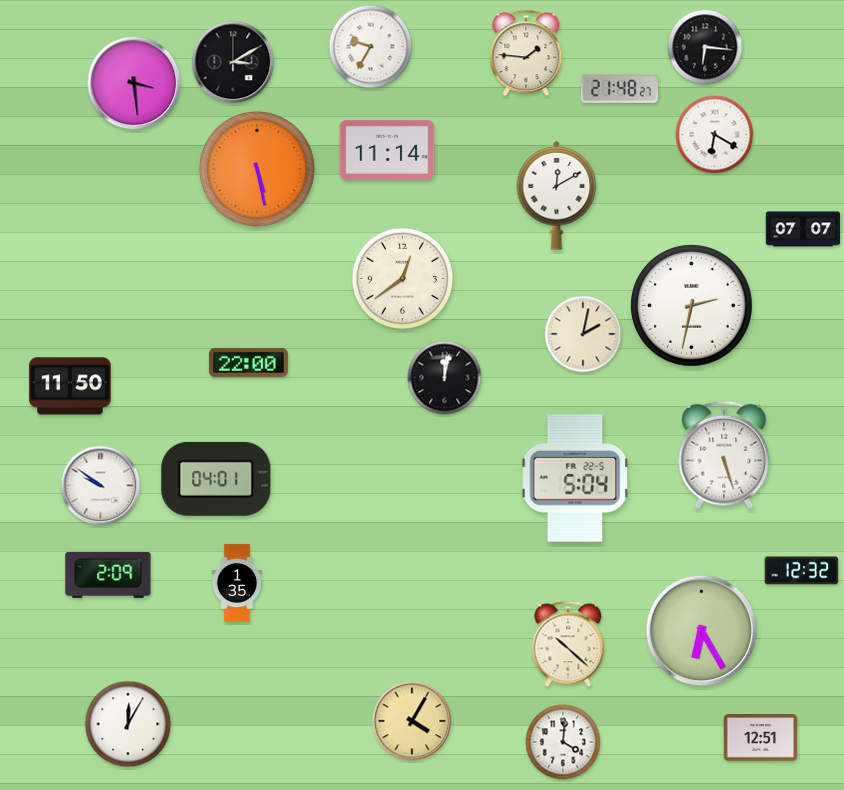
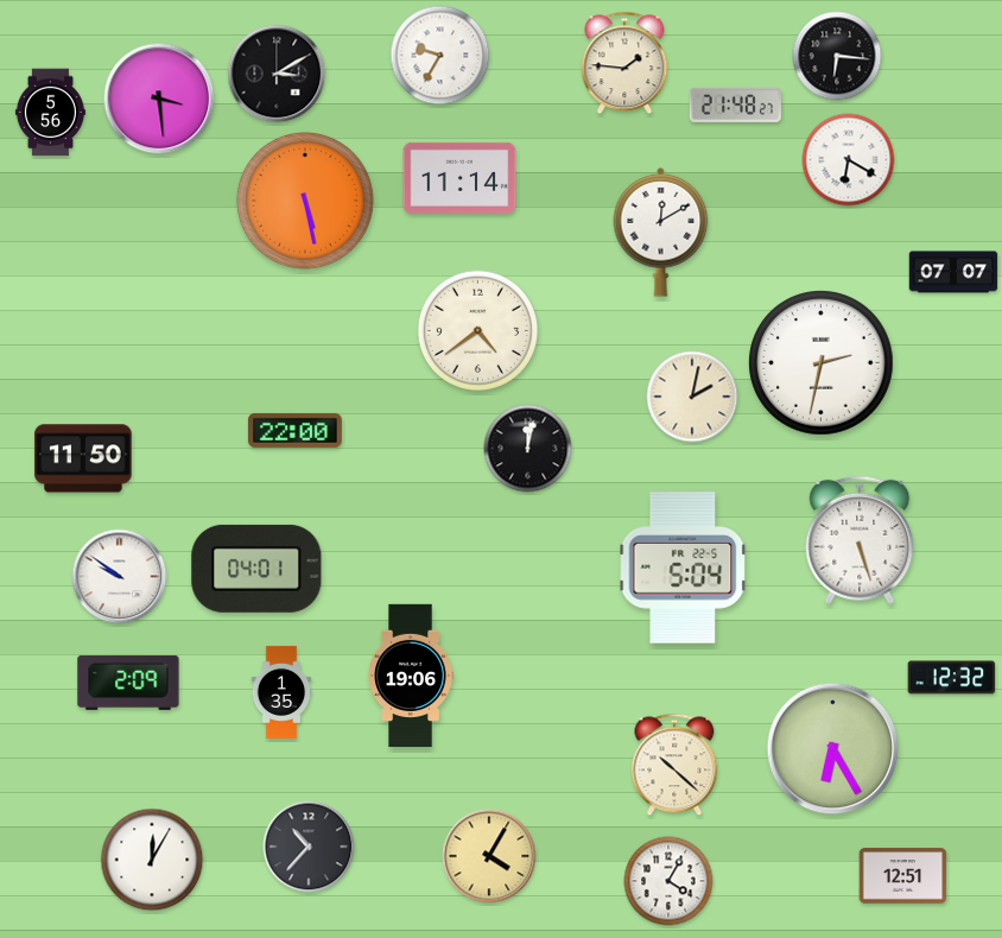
clock at (50, 113): none -> 5:56
clock at (402, 278): 12:39 -> 4:39
clock at (411, 674): none -> 19:06
clock at (309, 847): none -> 10:37
clock at (563, 742): 4:01 -> 4:05
